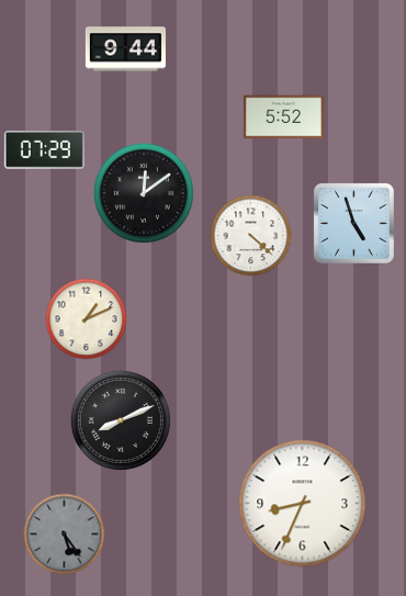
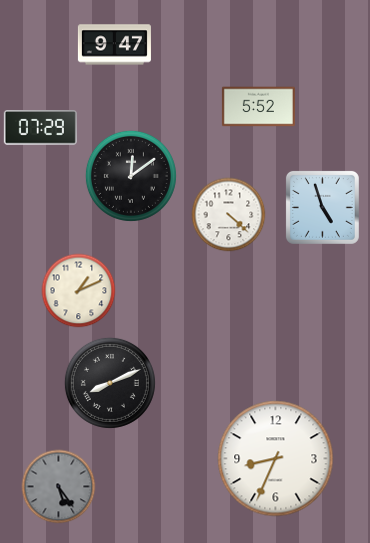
clock at (125, 49): 9:44 -> 9:47
clock at (44, 150) position: (44, 150) -> (40, 128)
clock at (353, 223) position: (353, 223) -> (322, 207)
